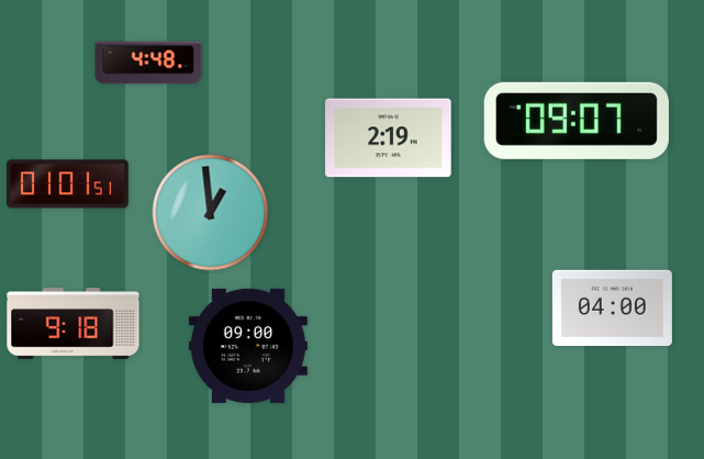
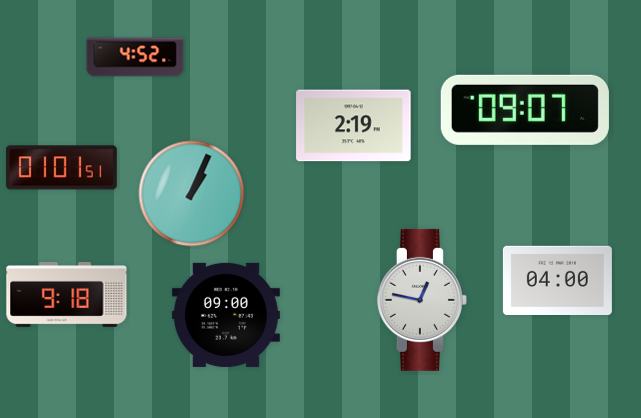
clock at (148, 63): 4:48 -> 4:52
clock at (211, 213): 12:59 -> 1:04
clock at (422, 300): none -> 12:47
